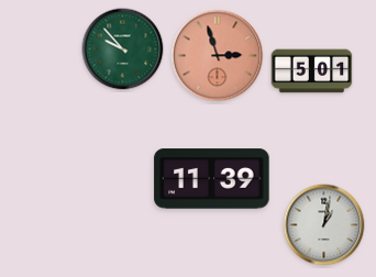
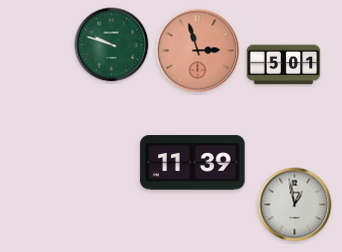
clock at (123, 49): 9:53 -> 9:48
clock at (324, 225): 1:02 -> 12:58
